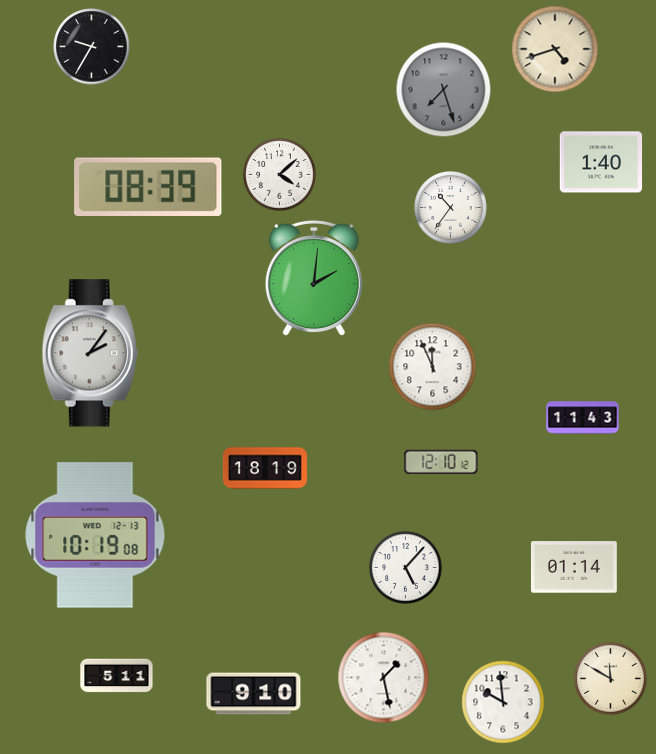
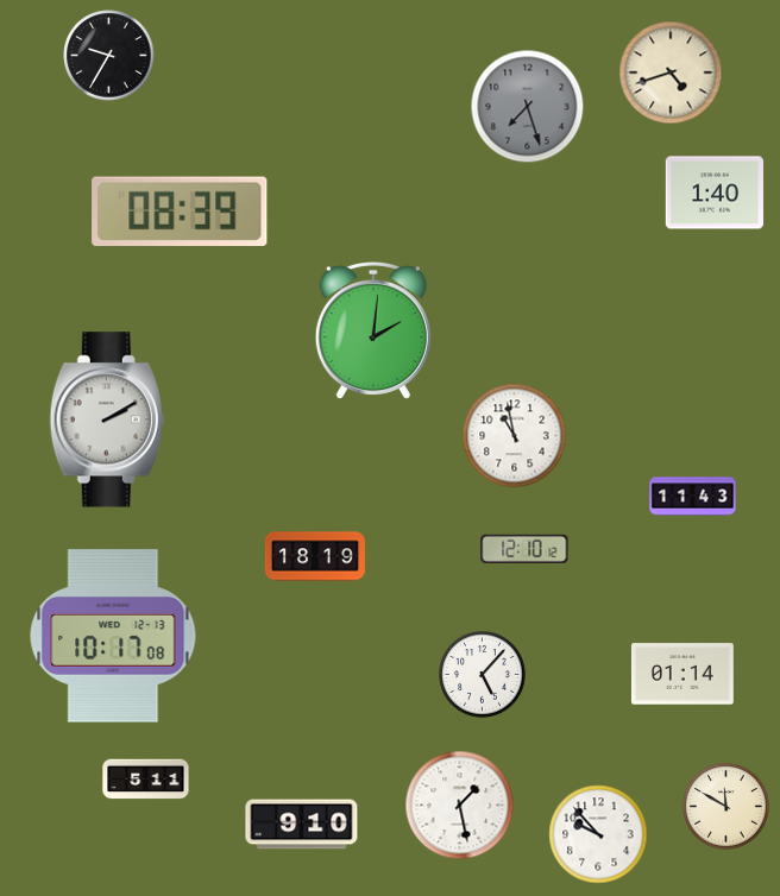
clock at (555, 49) position: (555, 49) -> (671, 72)
clock at (280, 175): 4:08 -> none
clock at (148, 187) position: (148, 187) -> (180, 212)
clock at (451, 208): 10:36 -> none
clock at (90, 353): 2:06 -> 2:10
clock at (433, 367): 11:56 -> 10:58
clock at (95, 535): 10:19 -> 10:17
clock at (117, 676) position: (117, 676) -> (146, 780)
clock at (384, 678) position: (384, 678) -> (460, 806)
clock at (503, 702): 9:59 -> 9:53
